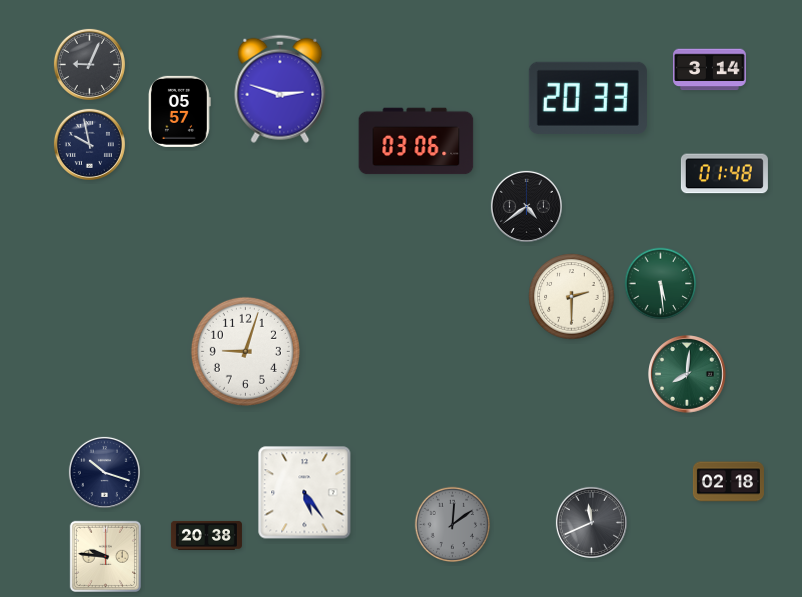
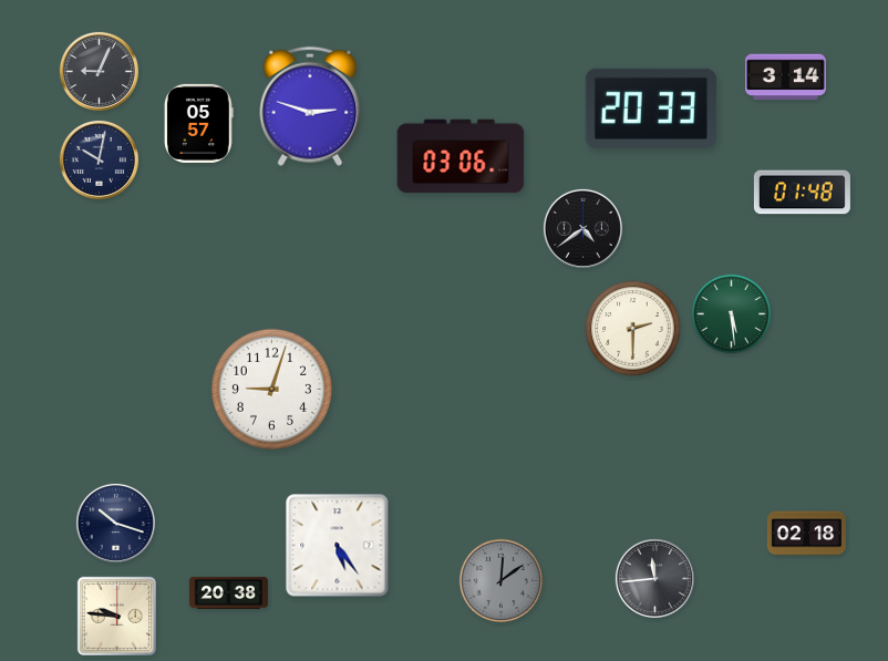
clock at (280, 89) position: (280, 89) -> (310, 106)
clock at (89, 144): 9:58 -> 10:02
clock at (687, 374): 8:01 -> none
clock at (591, 522): 11:41 -> 11:44
